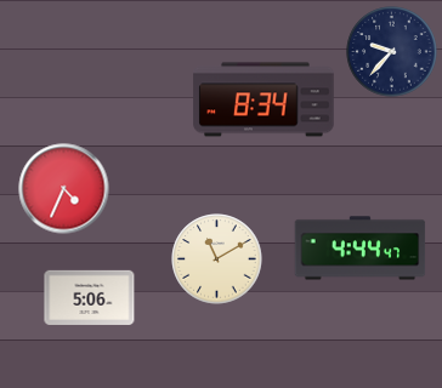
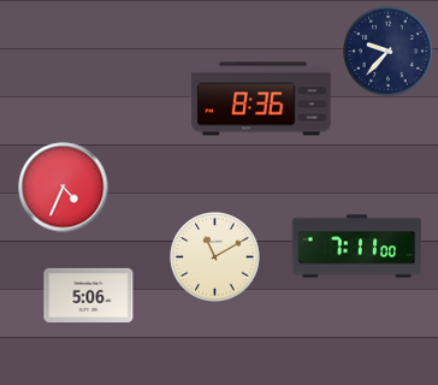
clock at (263, 99): 8:34 -> 8:36
clock at (361, 249): 4:44 -> 7:11
